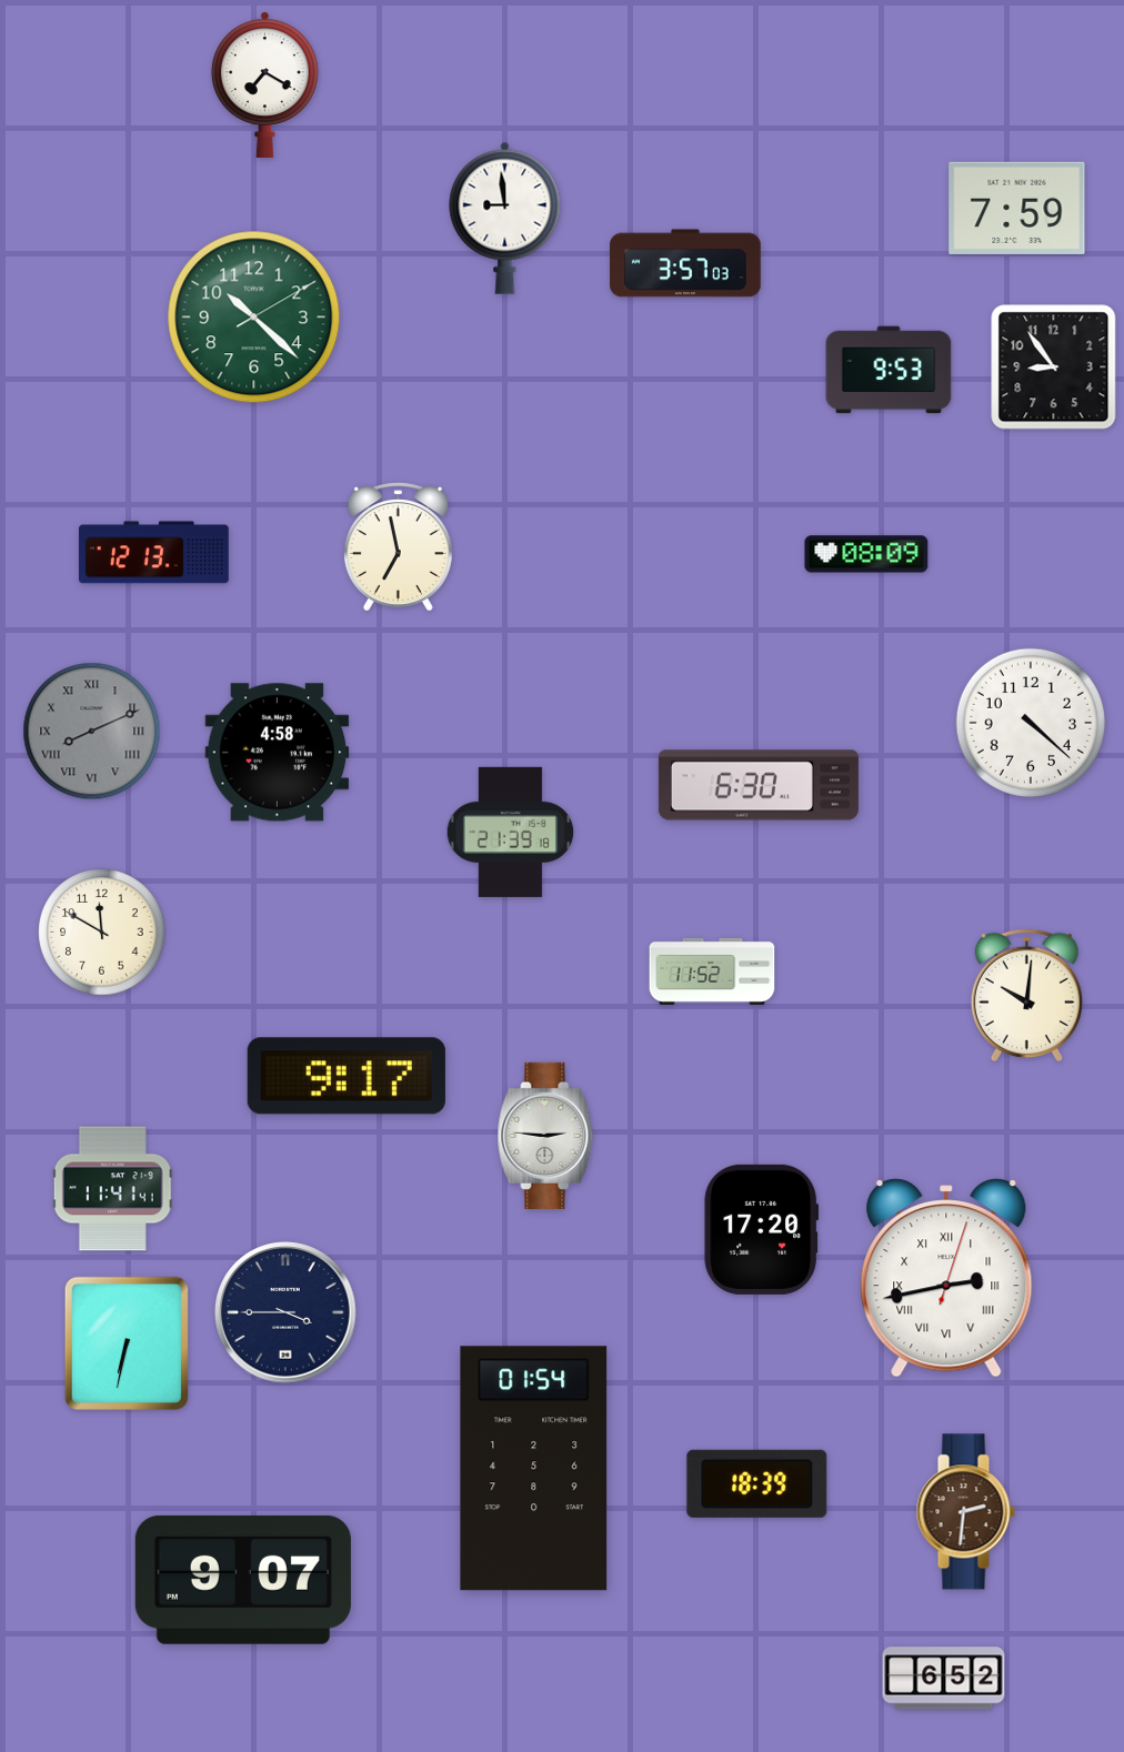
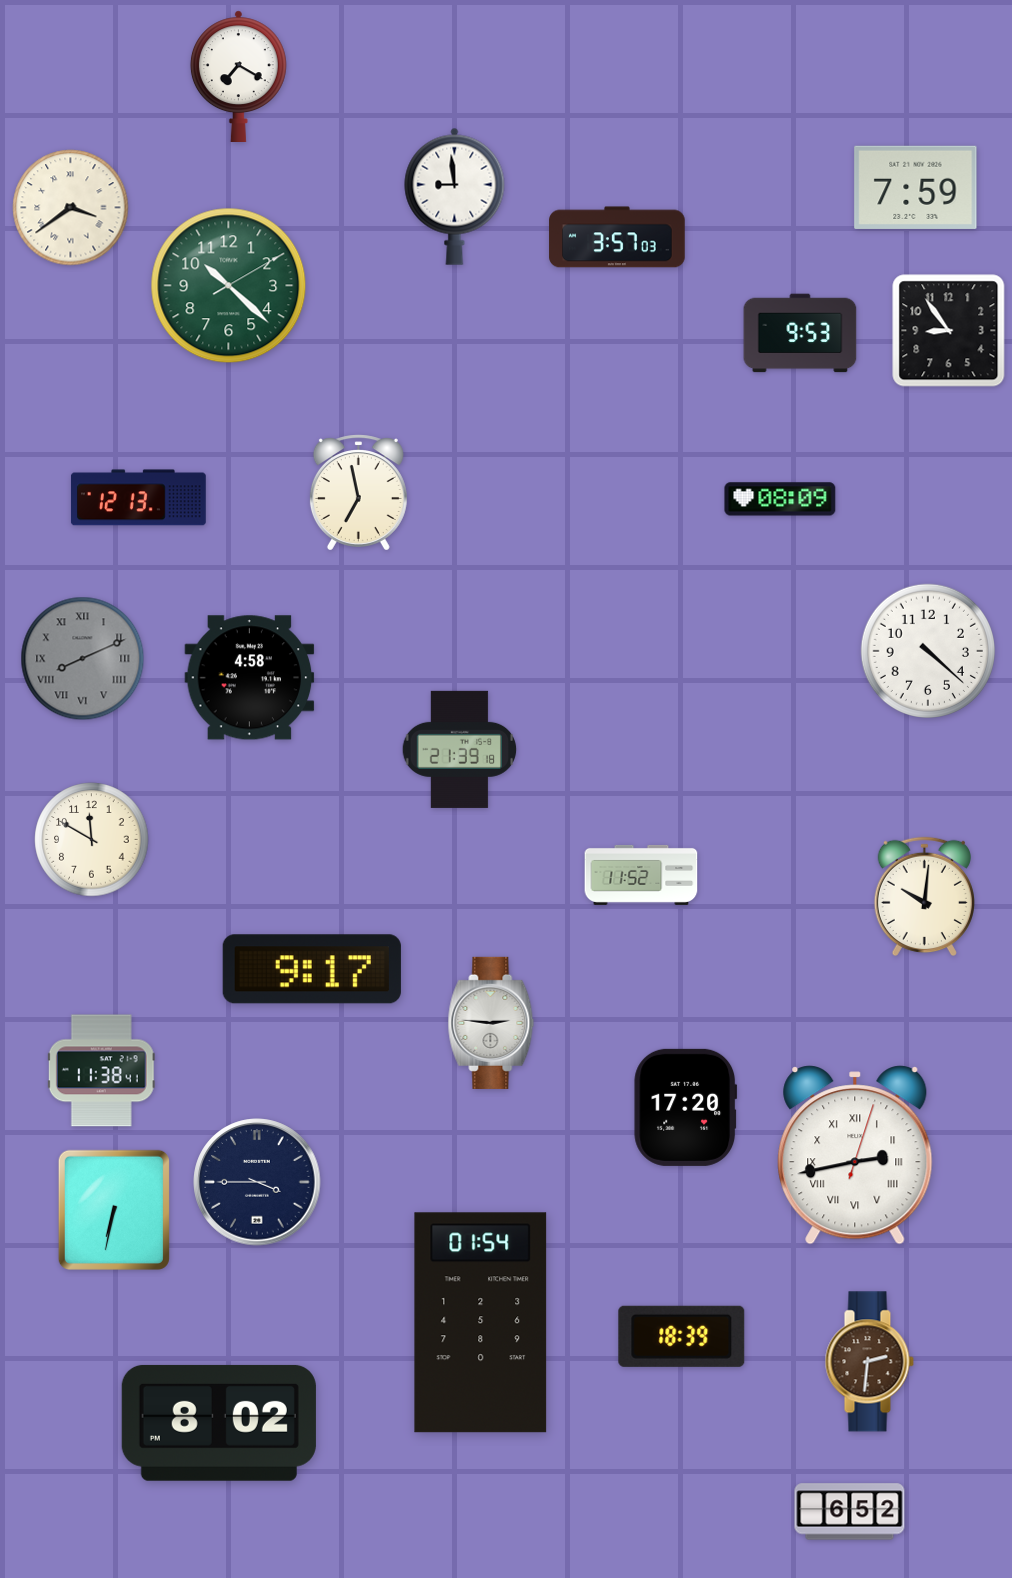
clock at (71, 208): none -> 3:39
clock at (759, 785): 6:30 -> none
clock at (112, 1189): 11:41 -> 11:38
clock at (946, 1278) position: (946, 1278) -> (855, 1155)
clock at (243, 1580): 9:07 -> 8:02
